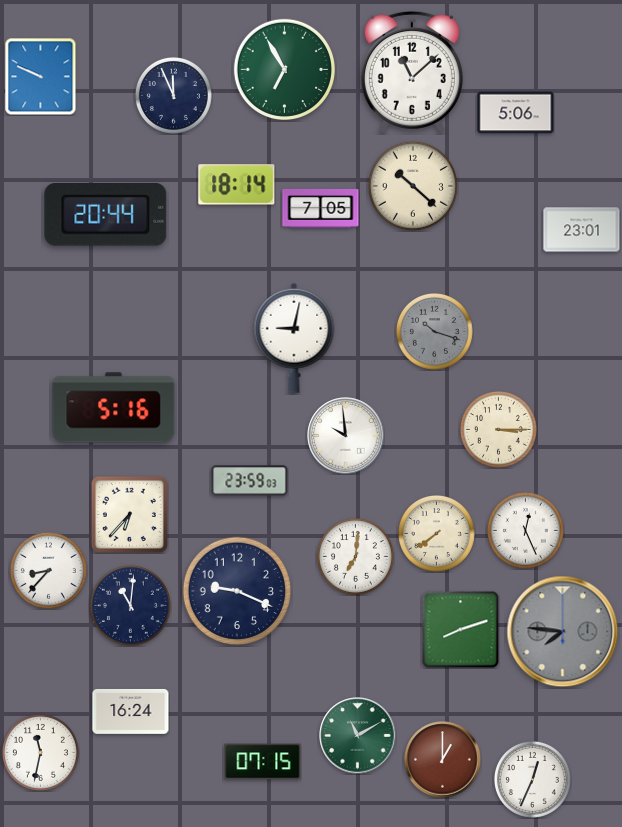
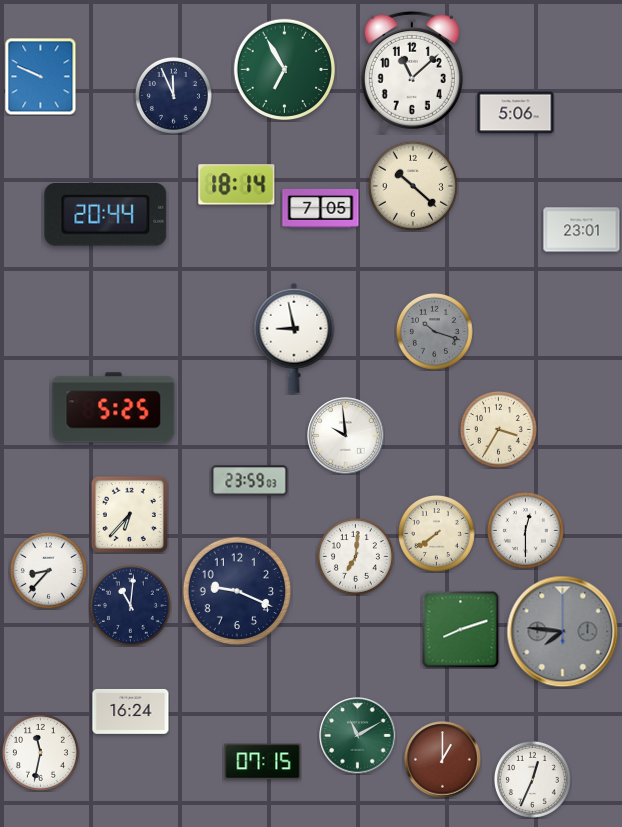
clock at (294, 338): 9:02 -> 8:58
clock at (114, 408): 5:16 -> 5:25
clock at (498, 429): 3:15 -> 3:35
clock at (525, 530): 12:26 -> 12:30
